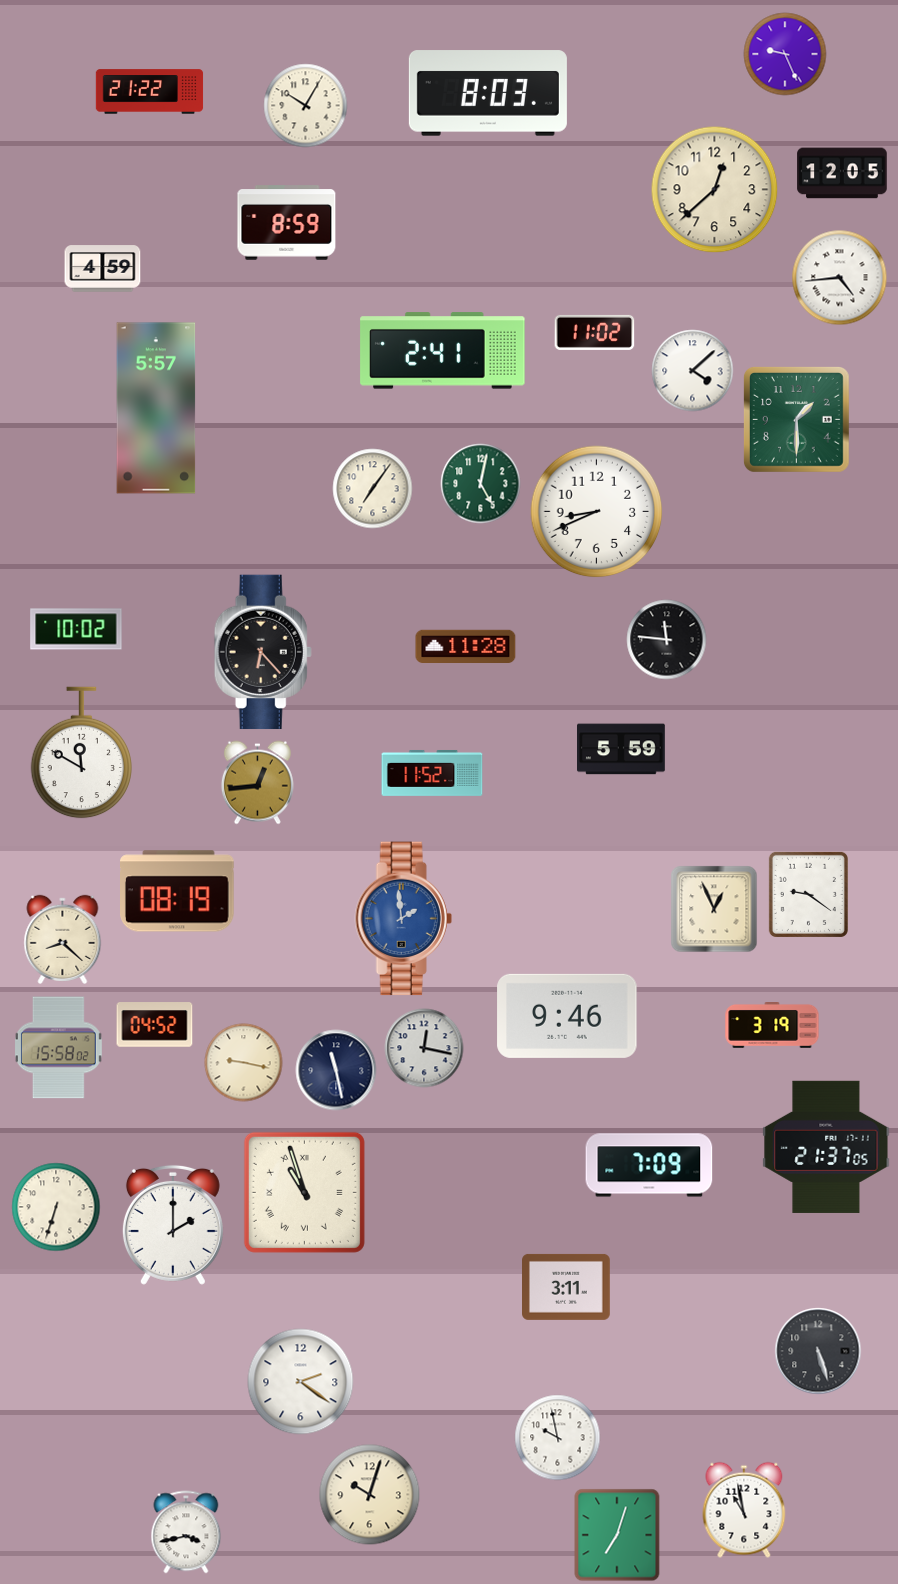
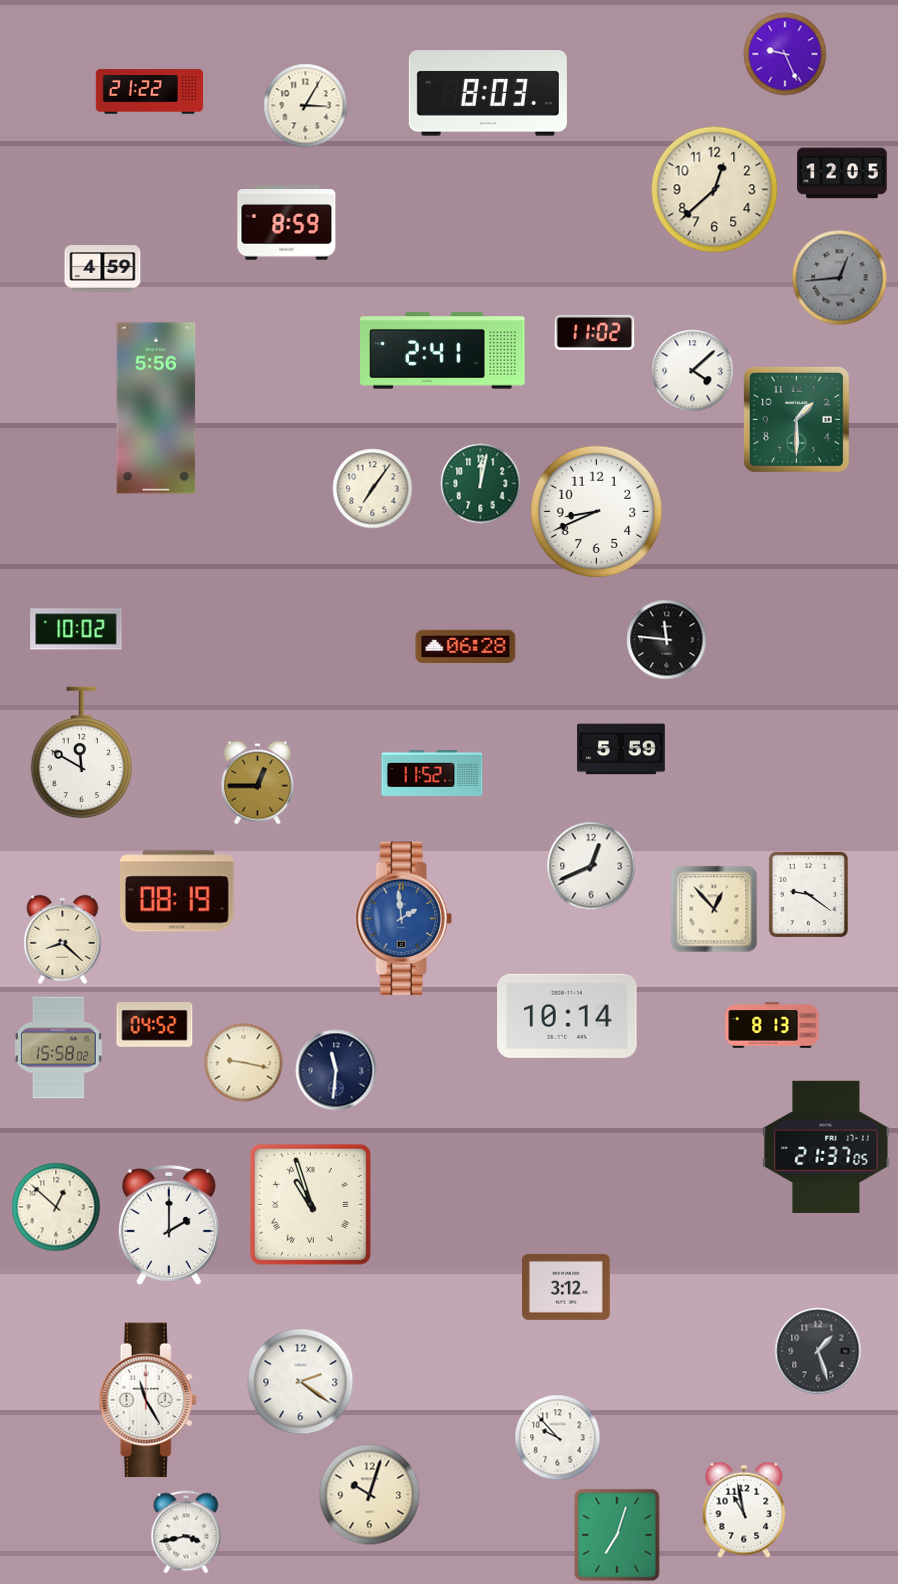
clock at (306, 106): 10:05 -> 3:05
clock at (840, 278): 4:44 -> 12:44
clock at (840, 278) dial: white -> grey
clock at (156, 408): 5:57 -> 5:56
clock at (481, 484): 5:02 -> 12:02
clock at (466, 646): 11:28 -> 06:28
clock at (263, 652): 6:23 -> none
clock at (257, 783): 12:44 -> 12:45
clock at (591, 866): none -> 12:41
clock at (714, 909): 12:56 -> 12:53
clock at (567, 1016): 9:46 -> 10:14
clock at (772, 1026): 3:19 -> 8:13
clock at (424, 1048): 12:17 -> none
clock at (336, 1070): 11:28 -> 11:31
clock at (649, 1165): 7:09 -> none
clock at (304, 1192) position: (304, 1192) -> (310, 1204)
clock at (56, 1207): 6:33 -> 12:52
clock at (173, 1225) position: (173, 1225) -> (169, 1225)
clock at (567, 1287): 3:11 -> 3:12
clock at (818, 1351): 5:27 -> 1:27
clock at (148, 1400): none -> 11:25
clock at (558, 1438): 9:58 -> 9:53
